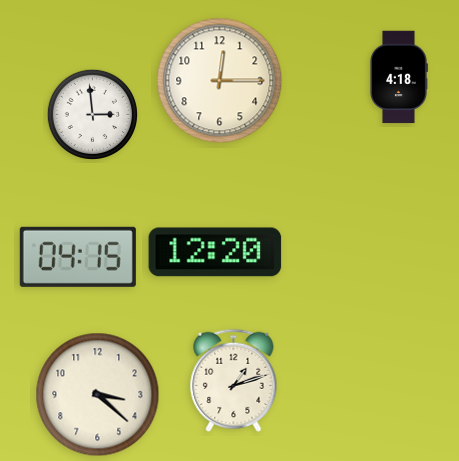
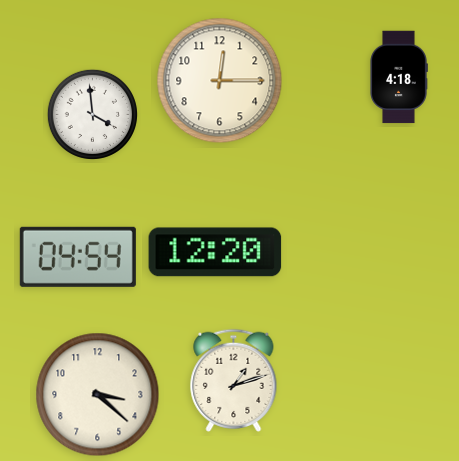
clock at (92, 114): 2:59 -> 3:59
clock at (78, 257): 04:15 -> 04:54
